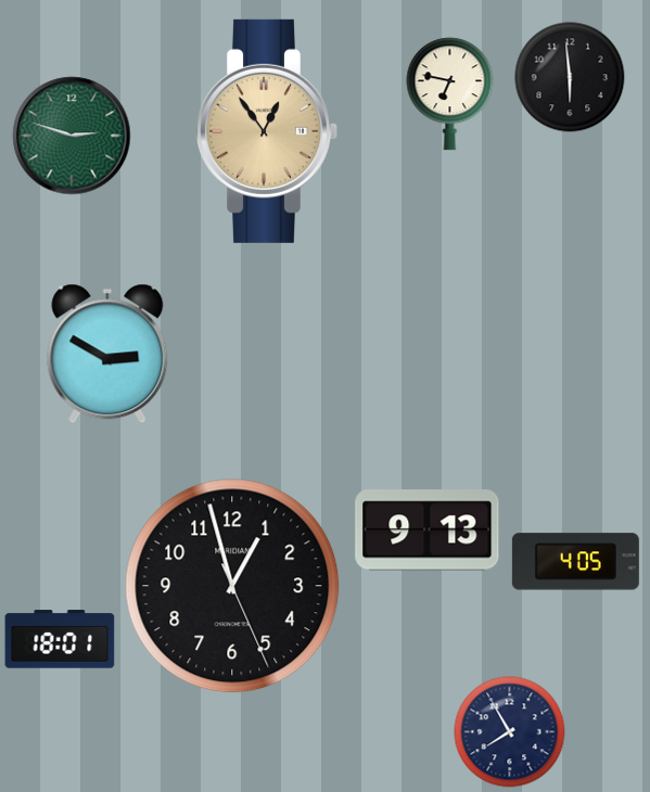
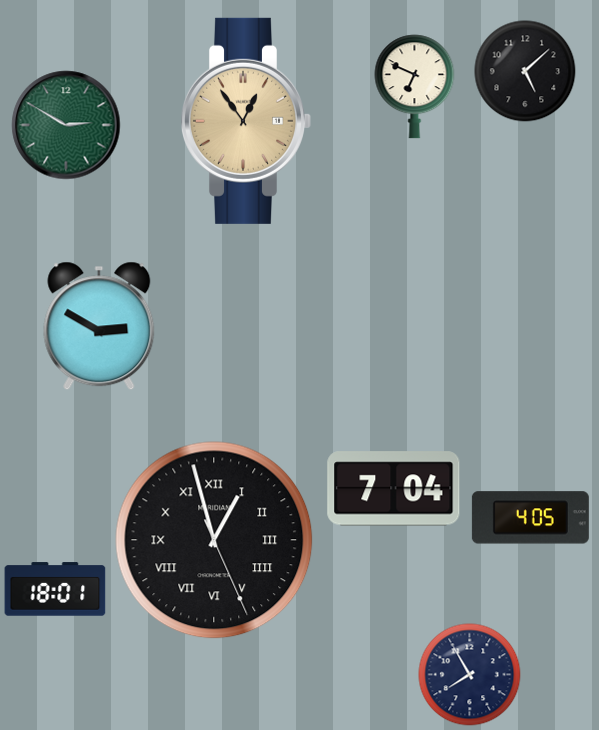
clock at (570, 77): 5:59 -> 5:08
clock at (450, 94): 6:47 -> 6:49
clock at (72, 136): 2:48 -> 2:50
clock at (428, 531): 9:13 -> 7:04
clock at (232, 586) numerals: Arabic -> Roman
